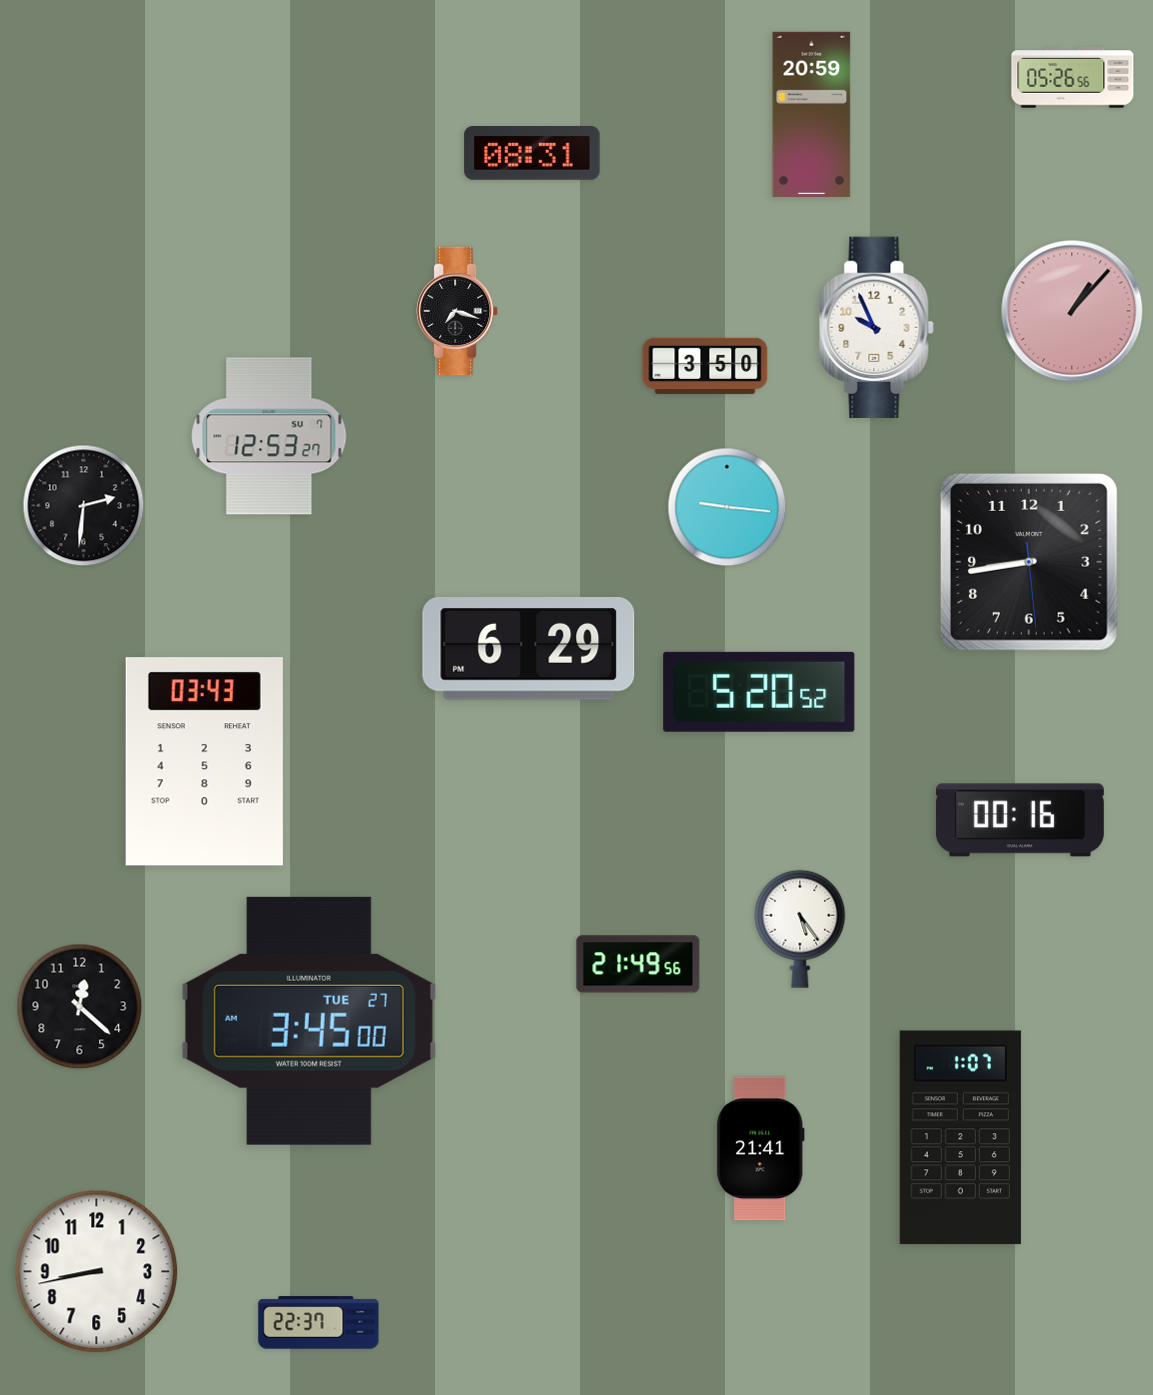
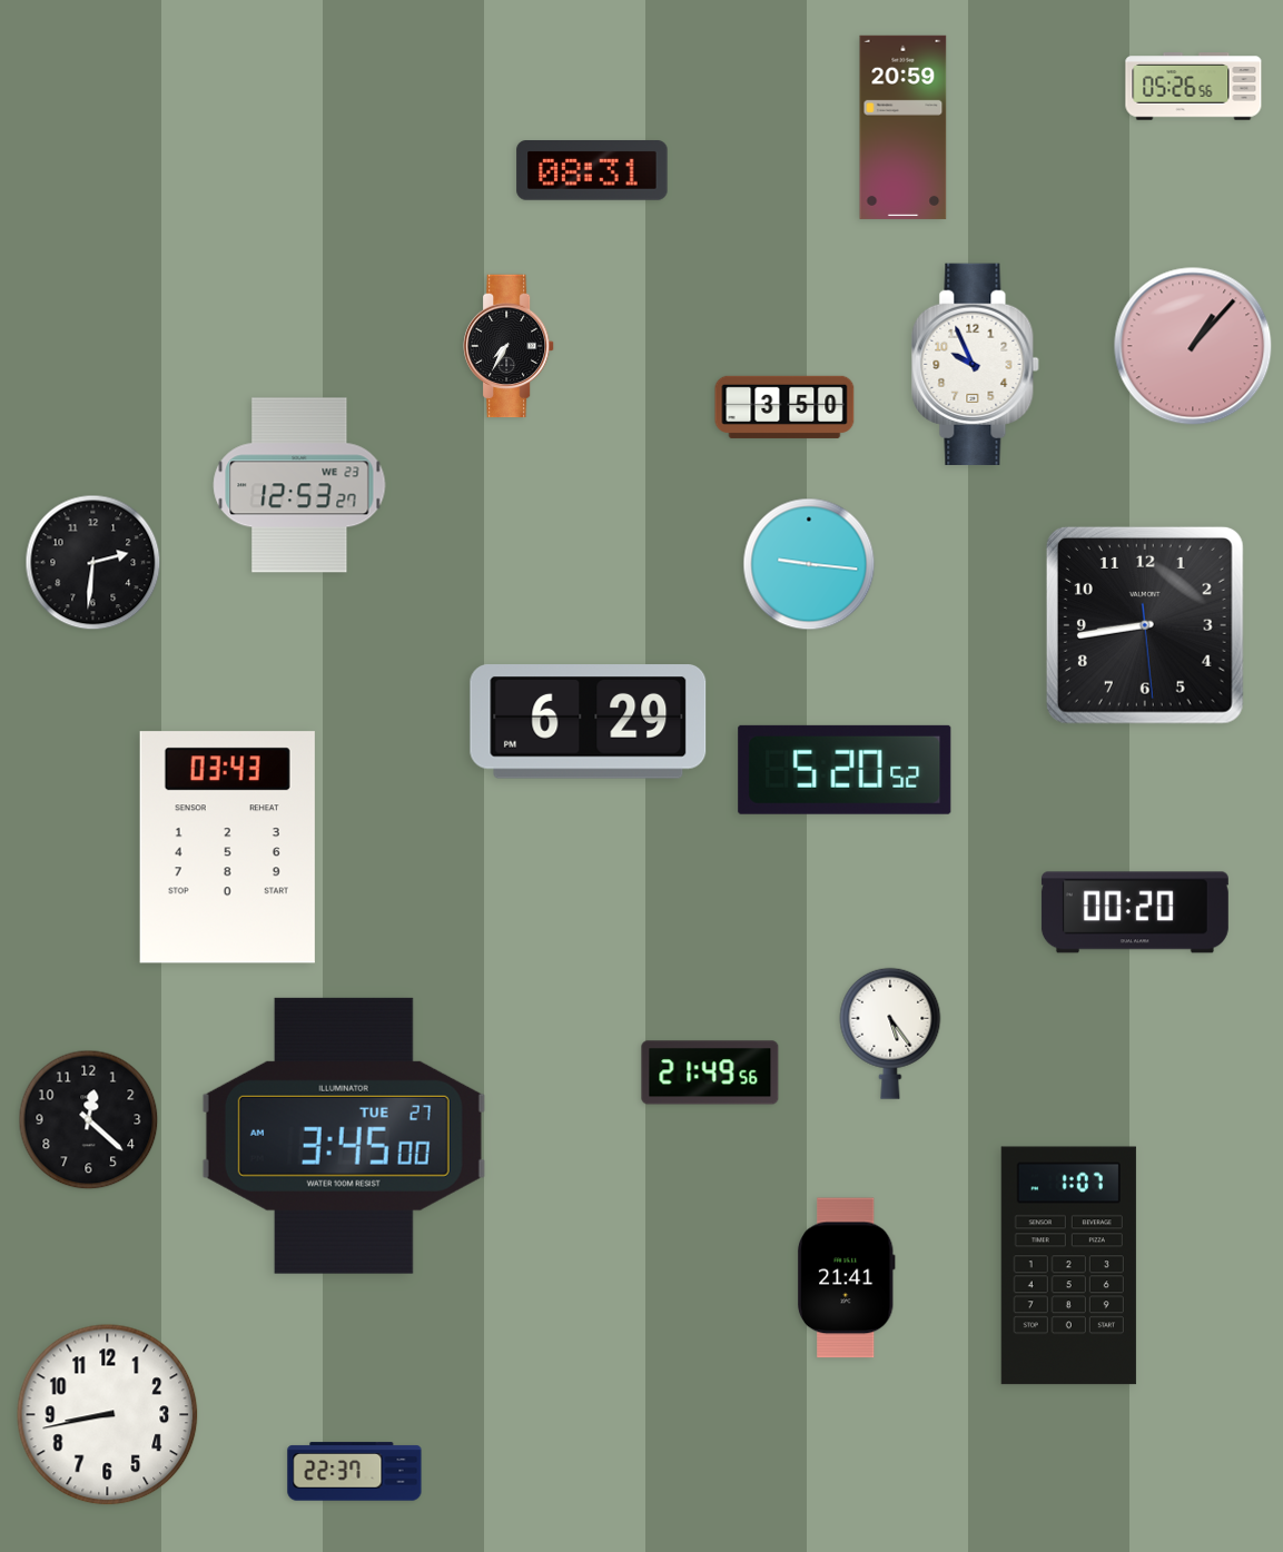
clock at (458, 311): 7:18 -> 7:35
clock at (269, 436) date: SU 7 -> WE 23
clock at (1020, 820): 00:16 -> 00:20
